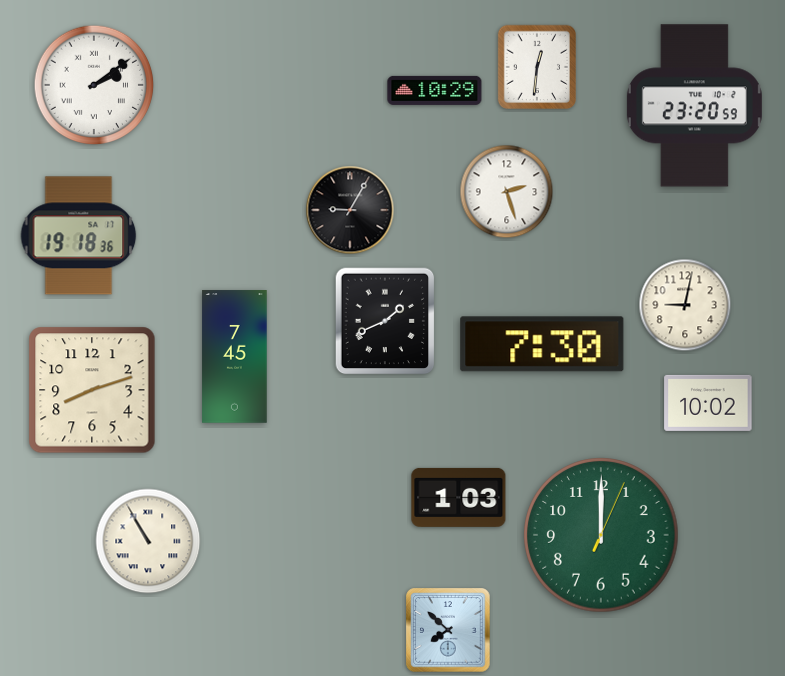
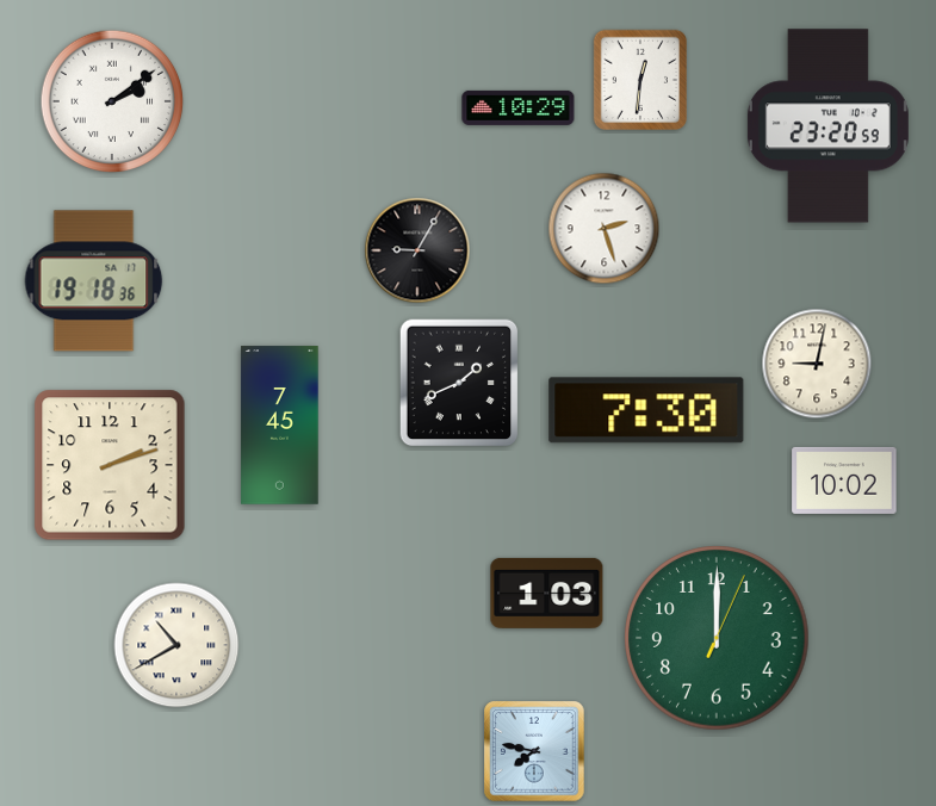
clock at (92, 390): 8:12 -> 2:12
clock at (148, 541): 10:55 -> 10:40
clock at (448, 630): 7:52 -> 7:47
